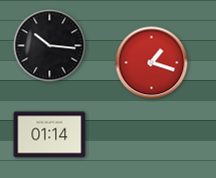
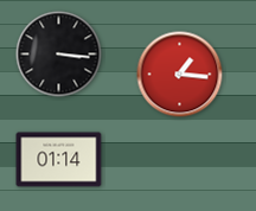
clock at (50, 46): 10:16 -> 3:16
clock at (152, 63): 1:18 -> 1:16
